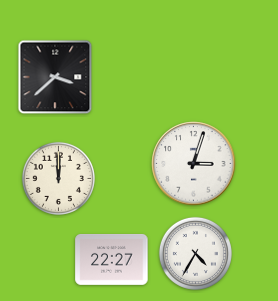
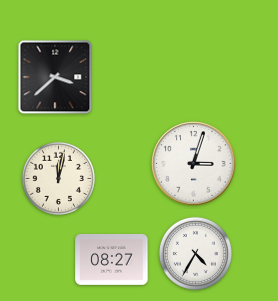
clock at (58, 178): 12:00 -> 12:02
clock at (112, 259): 22:27 -> 08:27
